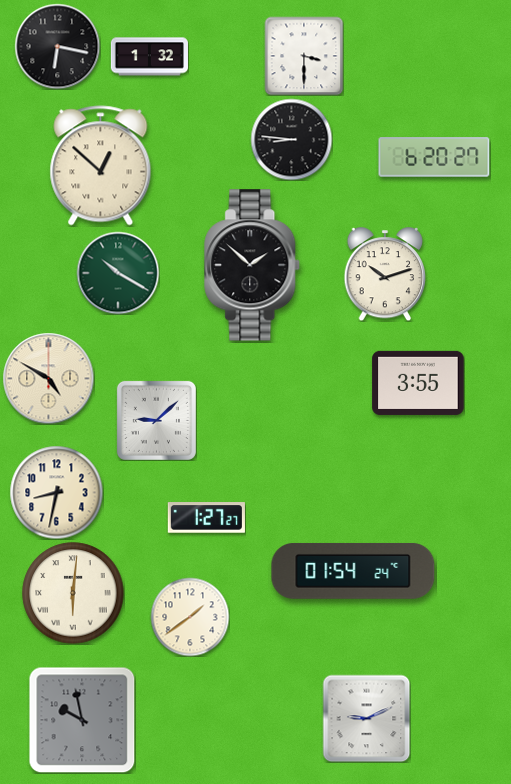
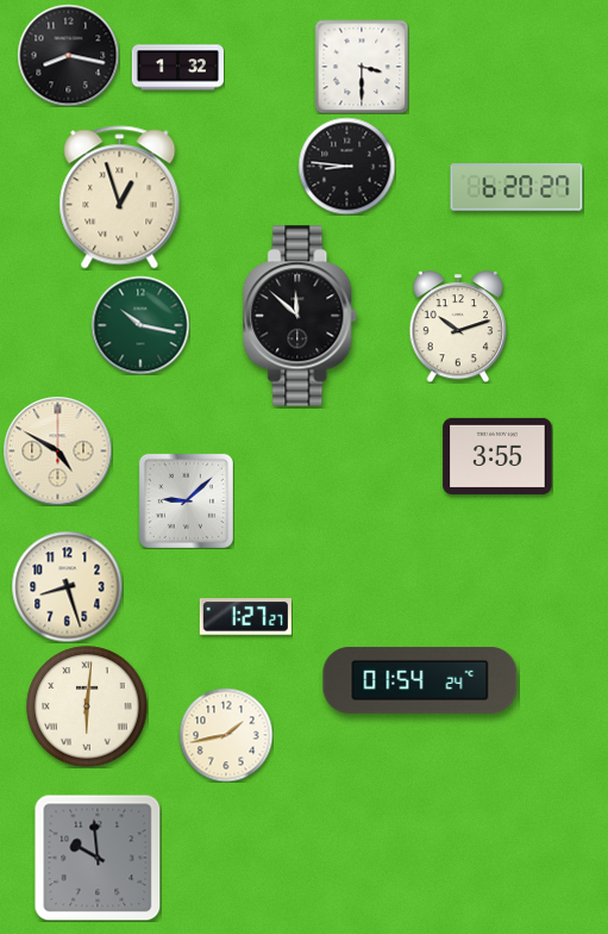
clock at (57, 46): 6:17 -> 8:17
clock at (101, 166): 12:52 -> 12:57
clock at (253, 265): 1:52 -> 11:52
clock at (118, 273): 10:20 -> 10:17
clock at (56, 492): 8:32 -> 8:27
clock at (190, 617): 1:39 -> 1:43
clock at (366, 718): 9:11 -> none
clock at (82, 720): 9:58 -> 9:59
